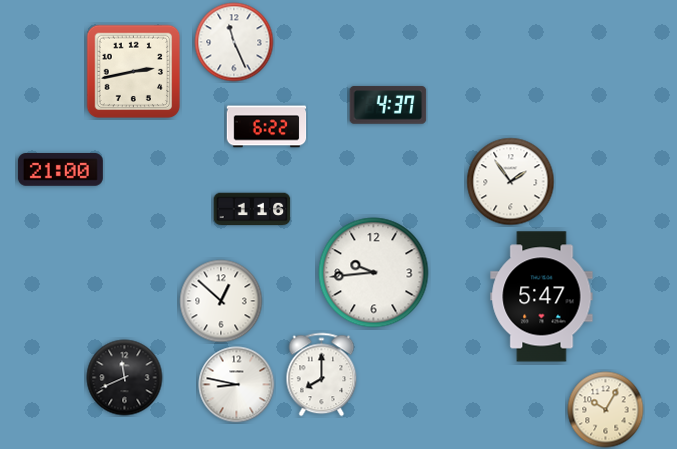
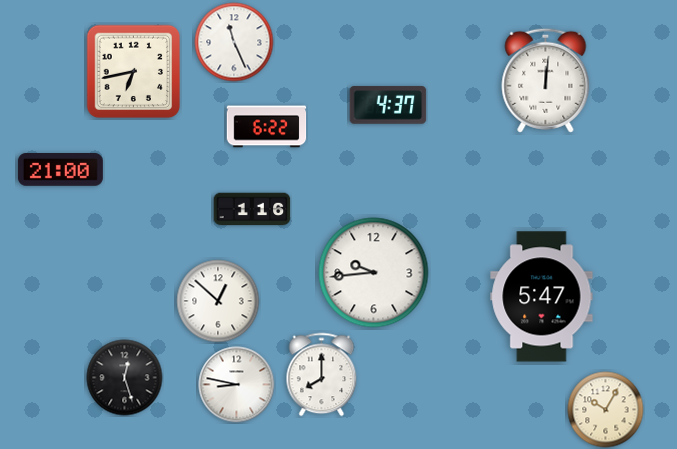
clock at (134, 72): 2:43 -> 6:43
clock at (546, 80): none -> 12:01
clock at (511, 182): 1:54 -> none
clock at (221, 301) position: (221, 301) -> (218, 301)
clock at (125, 378): 11:41 -> 12:27
